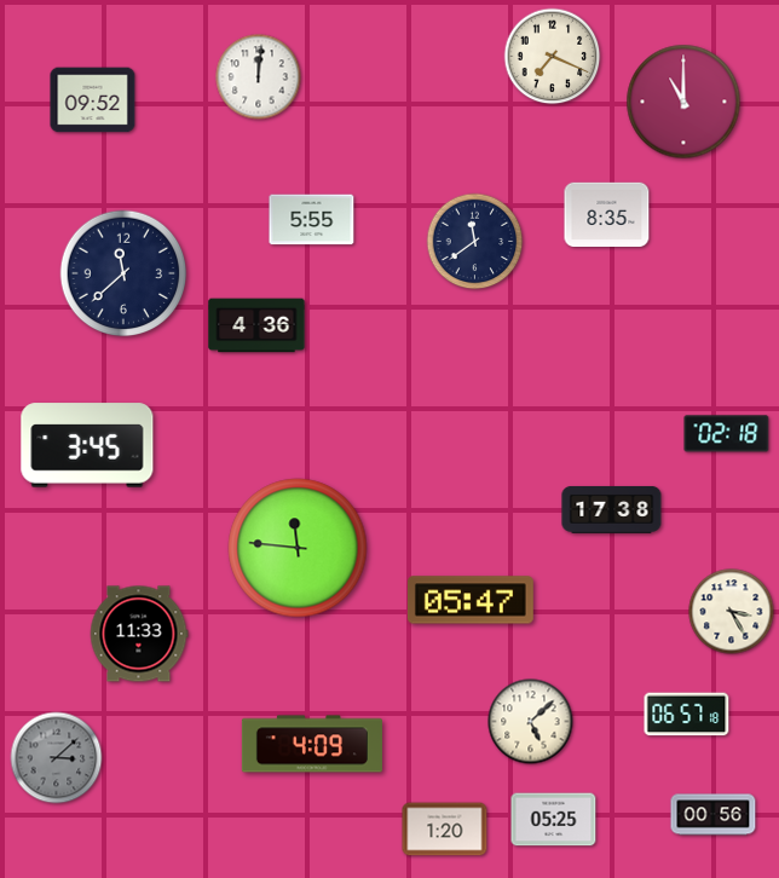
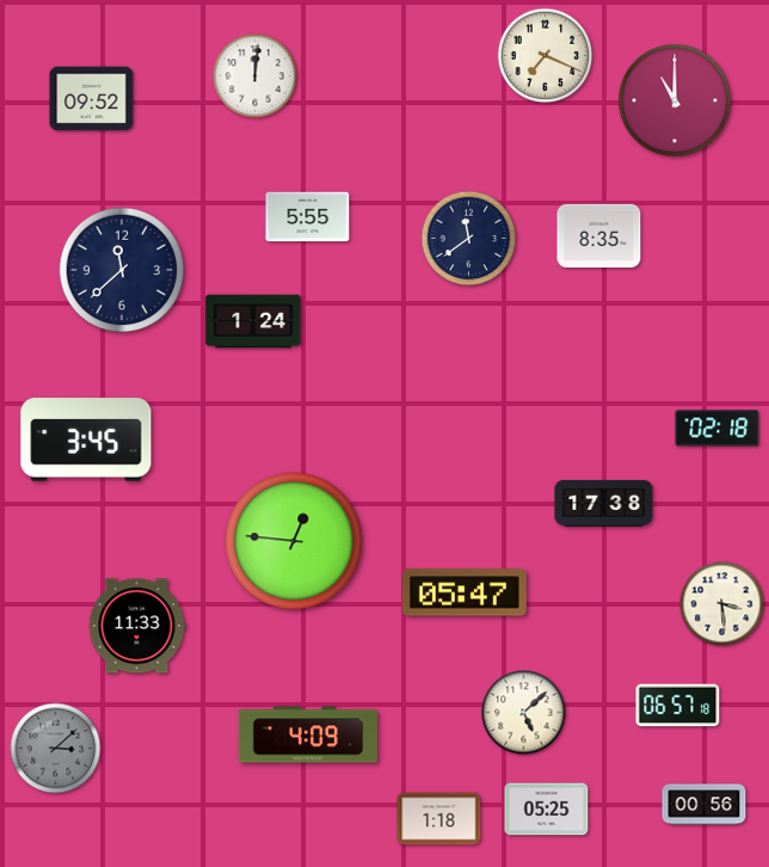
clock at (607, 215) position: (607, 215) -> (599, 236)
clock at (256, 325): 4:36 -> 1:24
clock at (298, 548): 11:46 -> 12:46
clock at (732, 612): 3:25 -> 3:29
clock at (445, 830): 1:20 -> 1:18
